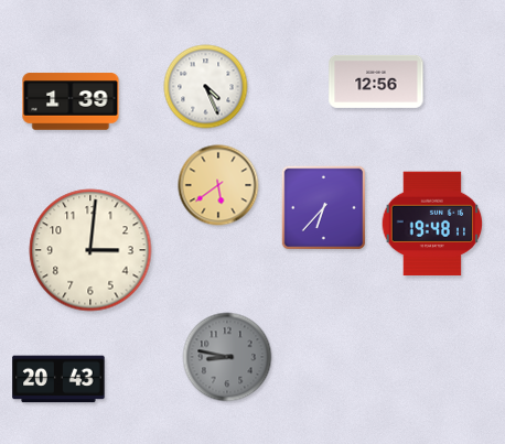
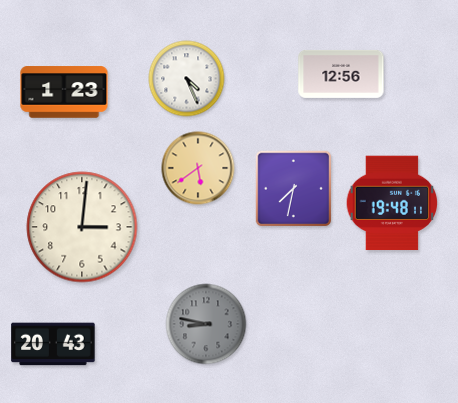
clock at (71, 101): 1:39 -> 1:23
clock at (324, 208): 6:37 -> 7:32
